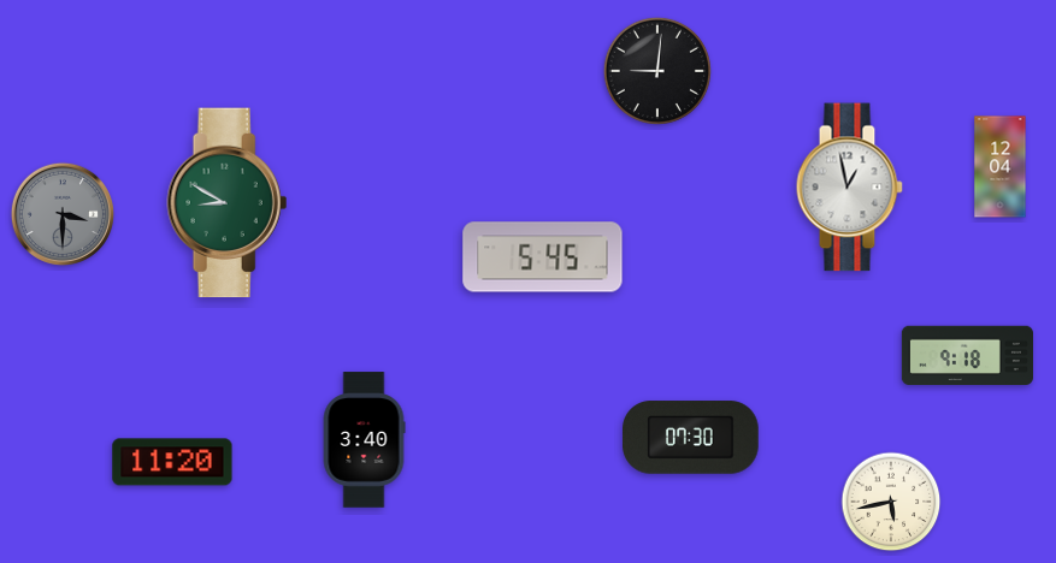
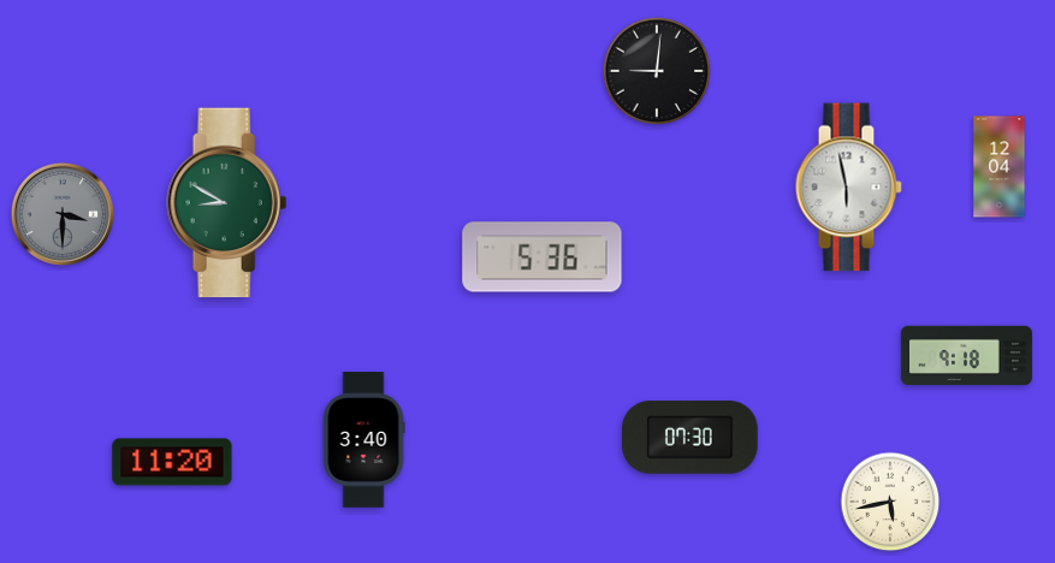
clock at (849, 188): 12:58 -> 5:58
clock at (543, 257): 5:45 -> 5:36
